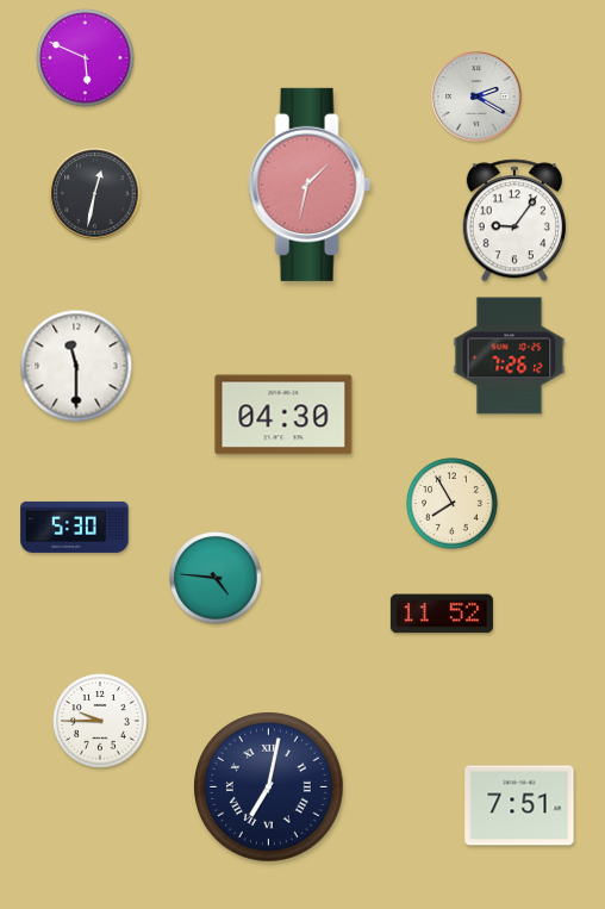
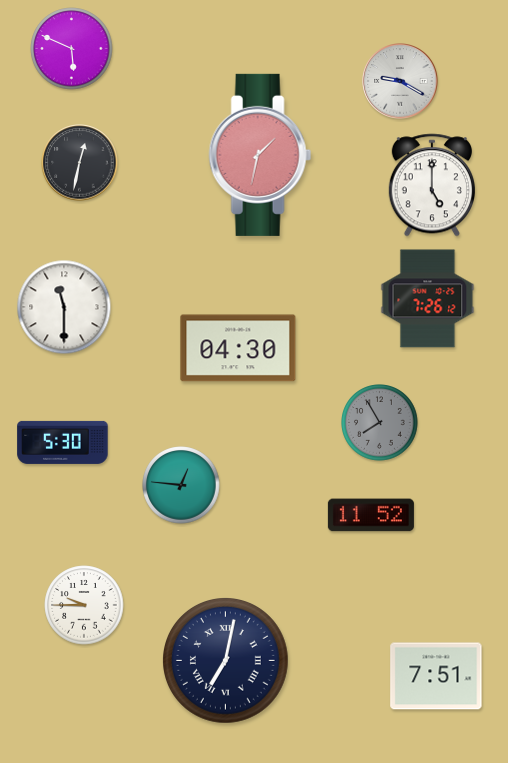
clock at (476, 96): 2:20 -> 9:20
clock at (514, 220): 9:06 -> 5:00
clock at (453, 504) dial: cream -> grey
clock at (216, 578): 4:46 -> 12:46
